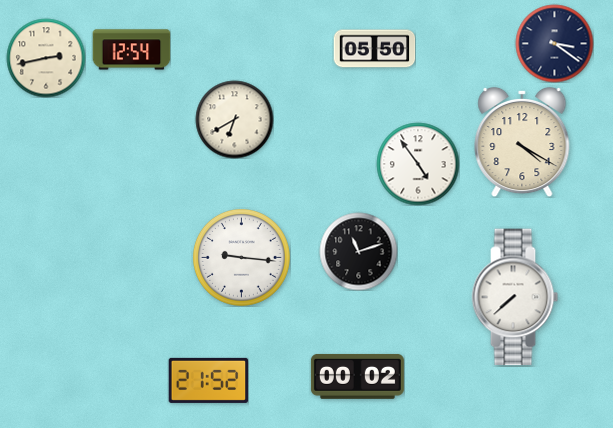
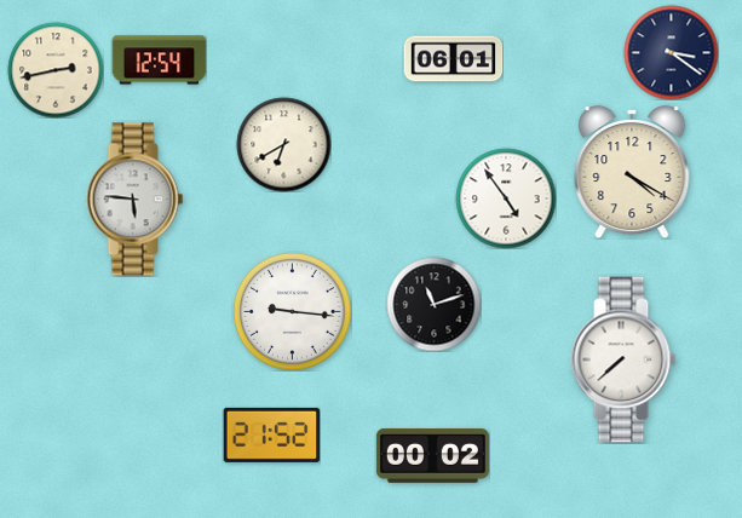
clock at (374, 49): 05:50 -> 06:01
clock at (136, 200): none -> 5:46
clock at (208, 380) position: (208, 380) -> (271, 434)
